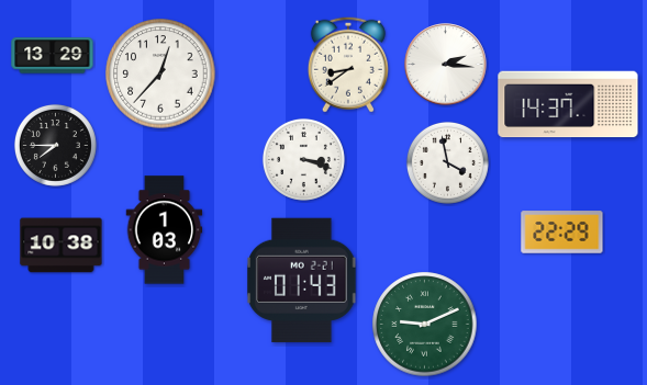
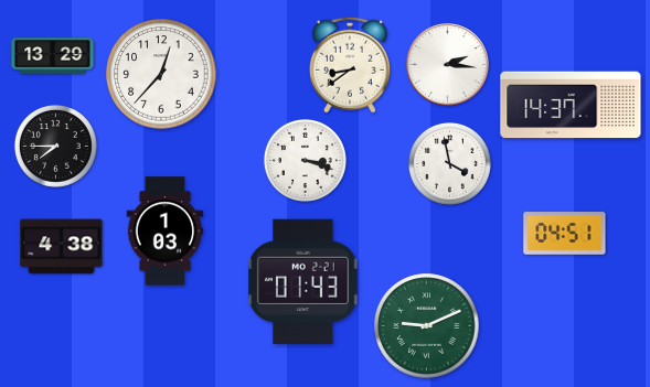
clock at (562, 233): 22:29 -> 04:51
clock at (62, 246): 10:38 -> 4:38
